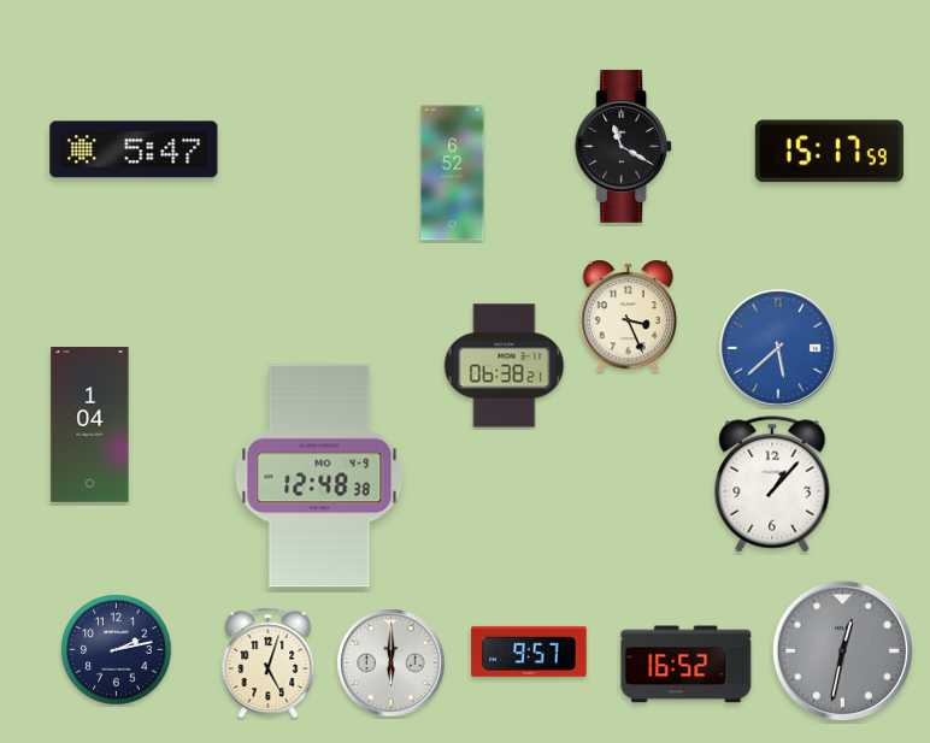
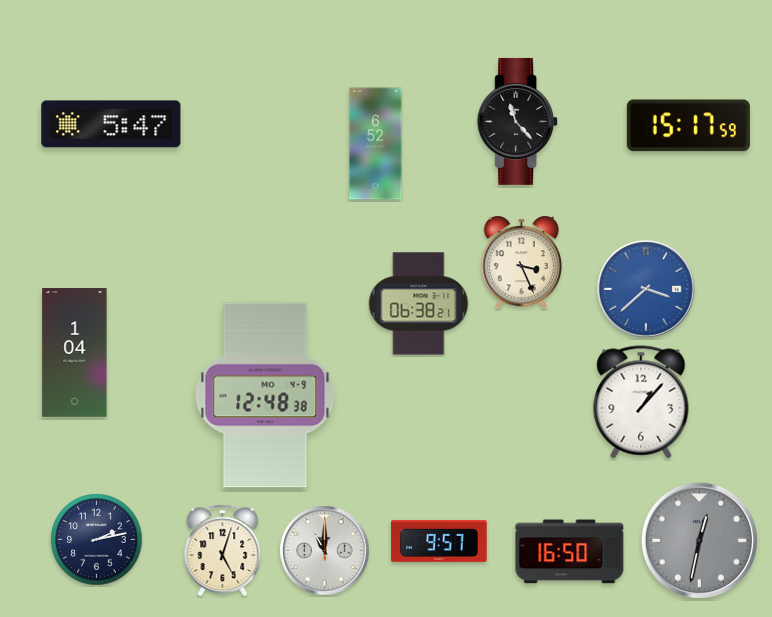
clock at (624, 146): 11:20 -> 11:23
clock at (779, 349): 5:38 -> 3:38
clock at (392, 664): 6:00 -> 11:00
clock at (687, 665): 16:52 -> 16:50
